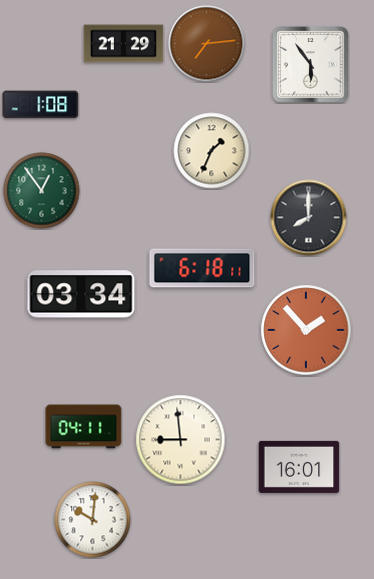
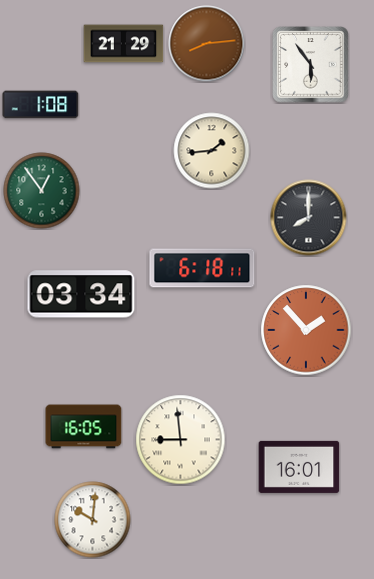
clock at (207, 44): 7:14 -> 8:14
clock at (212, 151): 1:34 -> 1:44
clock at (84, 427): 04:11 -> 16:05
